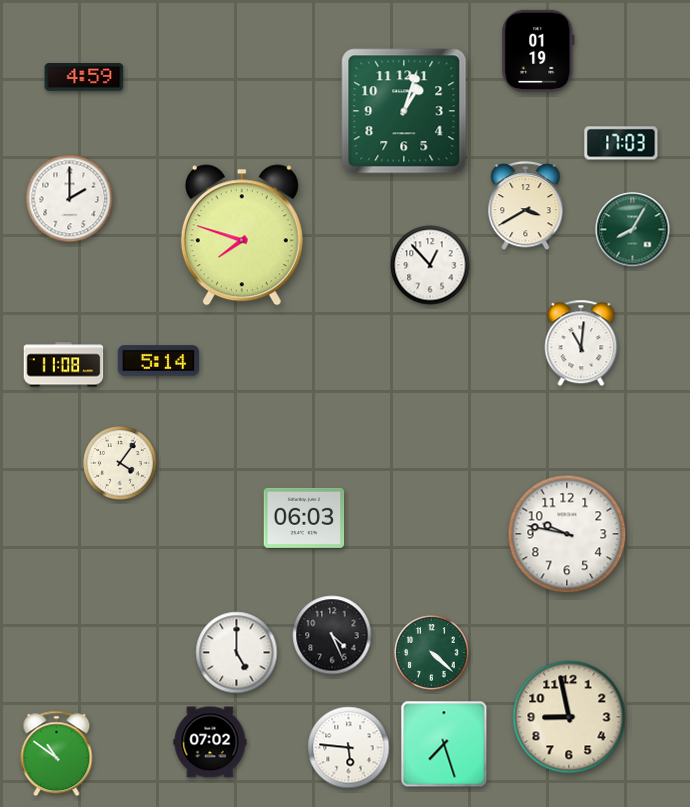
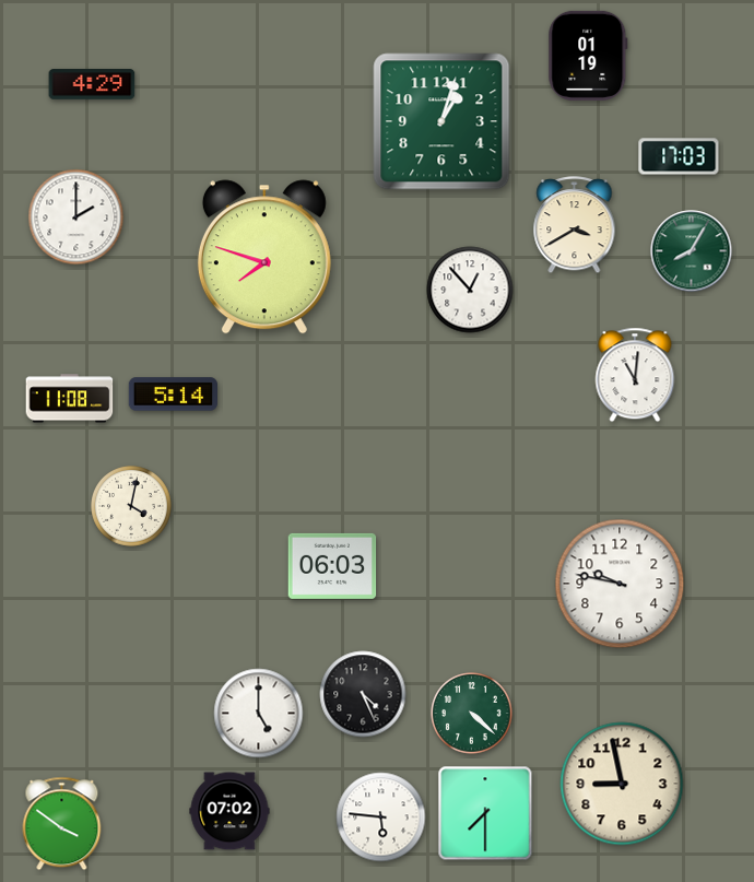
clock at (84, 77): 4:59 -> 4:29
clock at (121, 464): 4:06 -> 4:02
clock at (444, 744): 7:27 -> 7:30
clock at (57, 754): 10:51 -> 3:51
